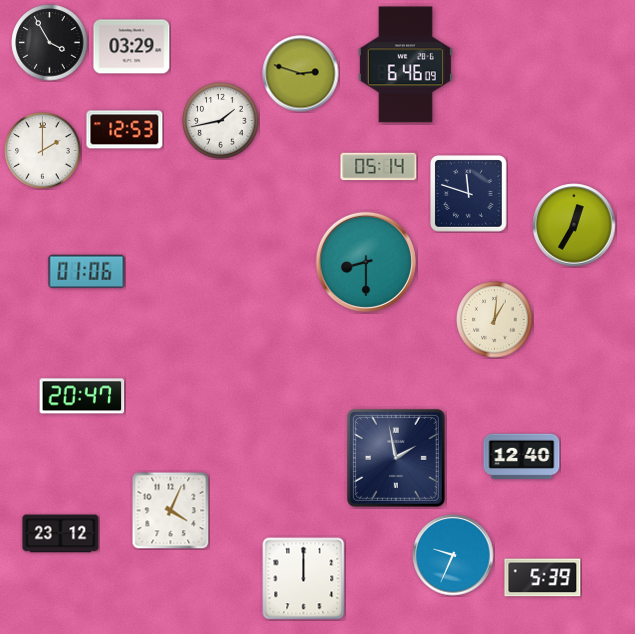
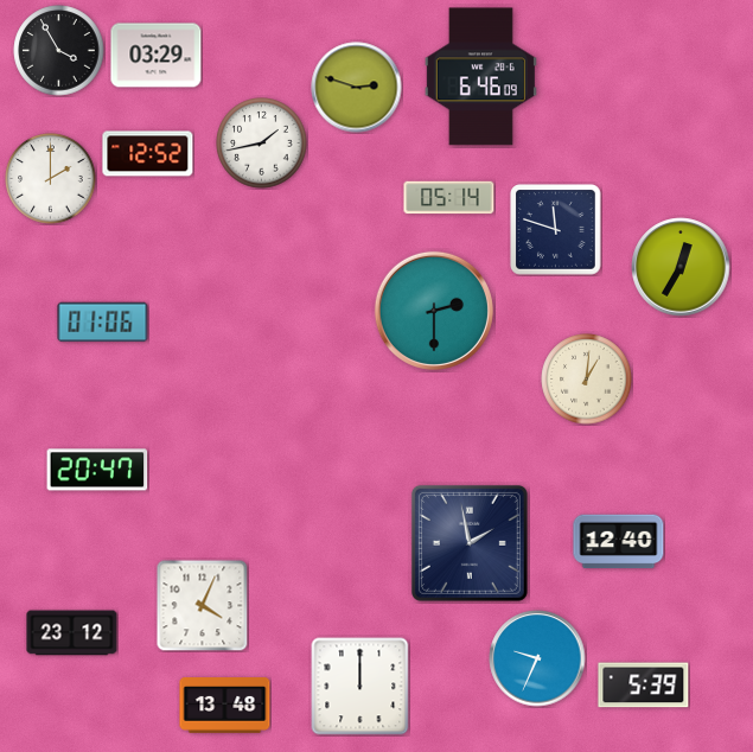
clock at (125, 130): 12:53 -> 12:52
clock at (366, 262): 8:30 -> 2:30
clock at (225, 706): none -> 13:48
